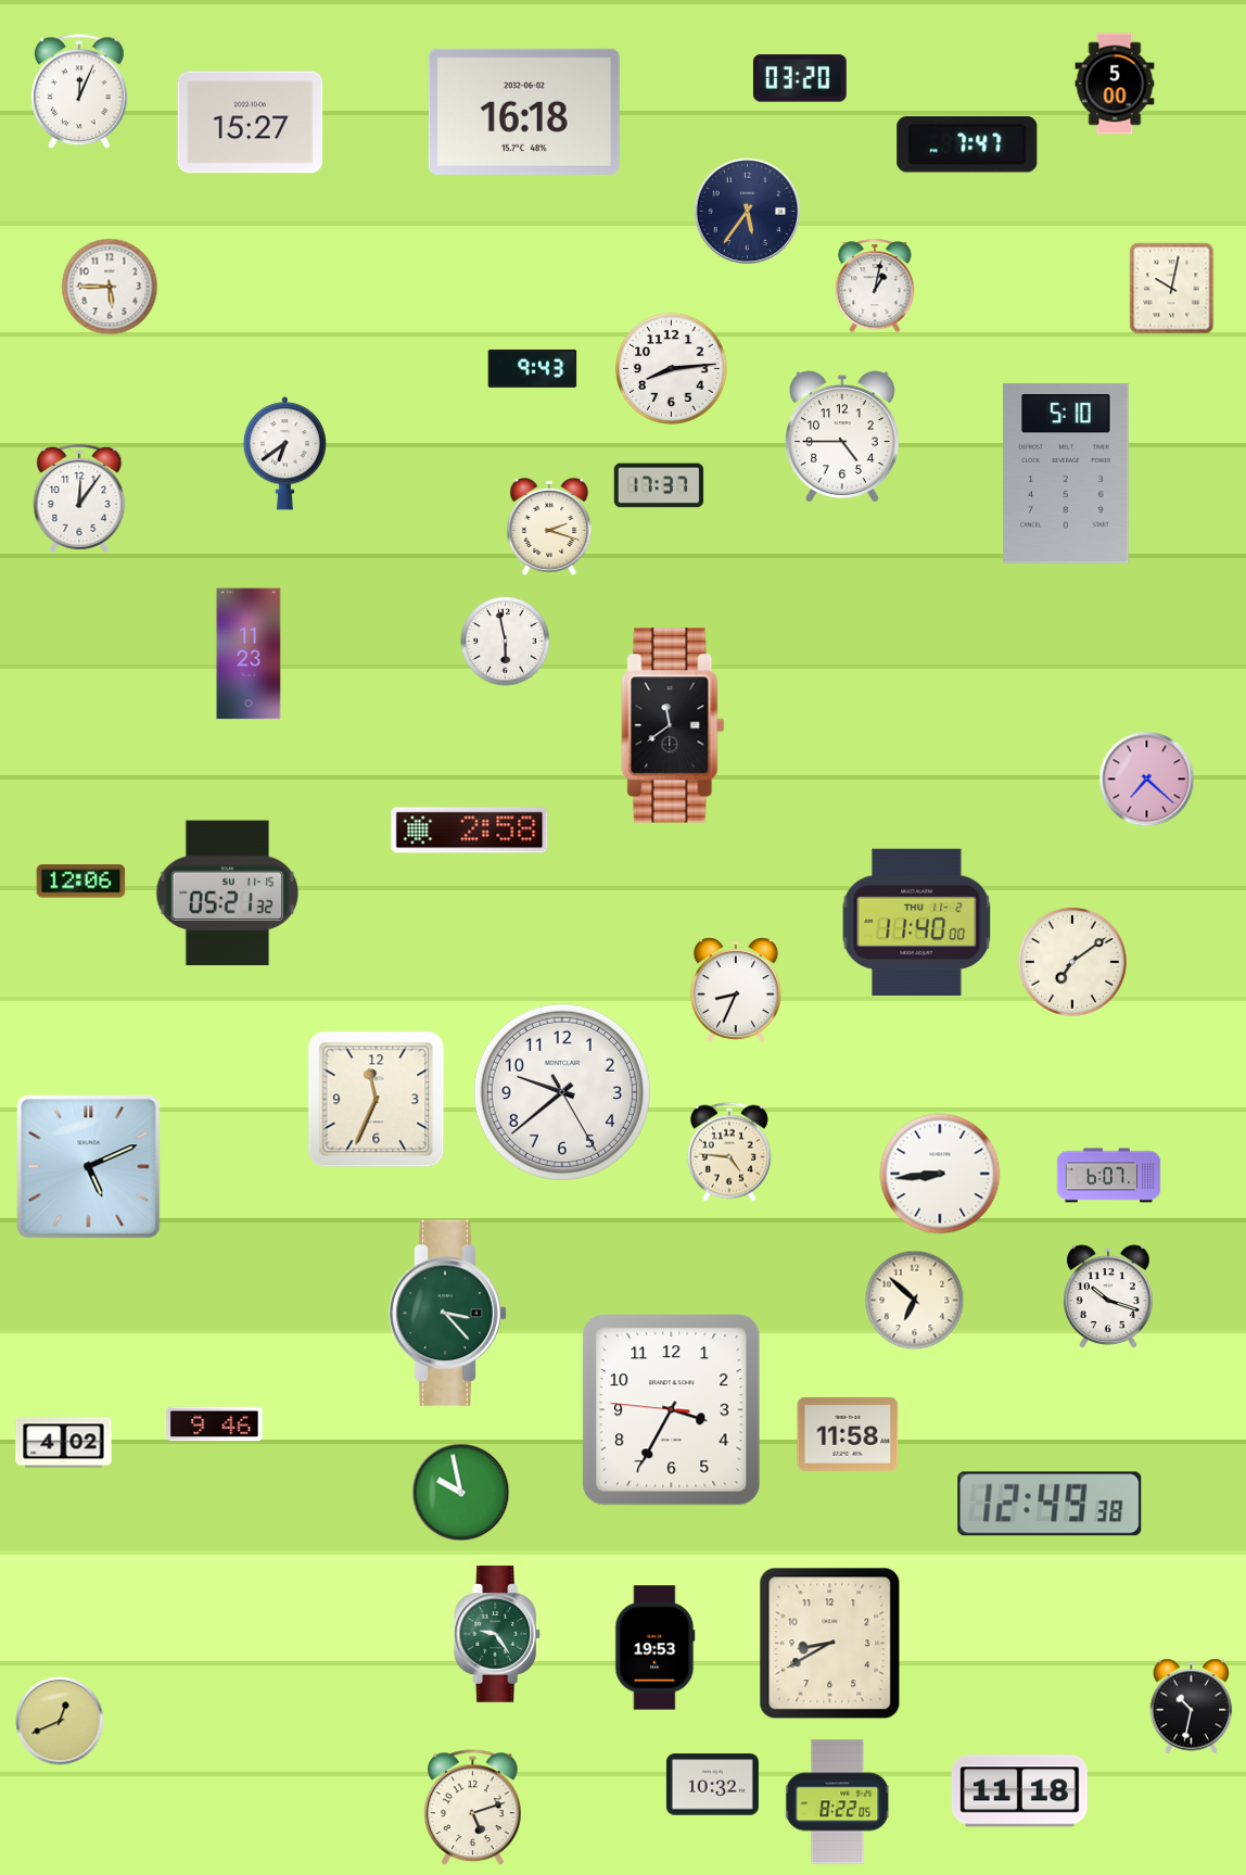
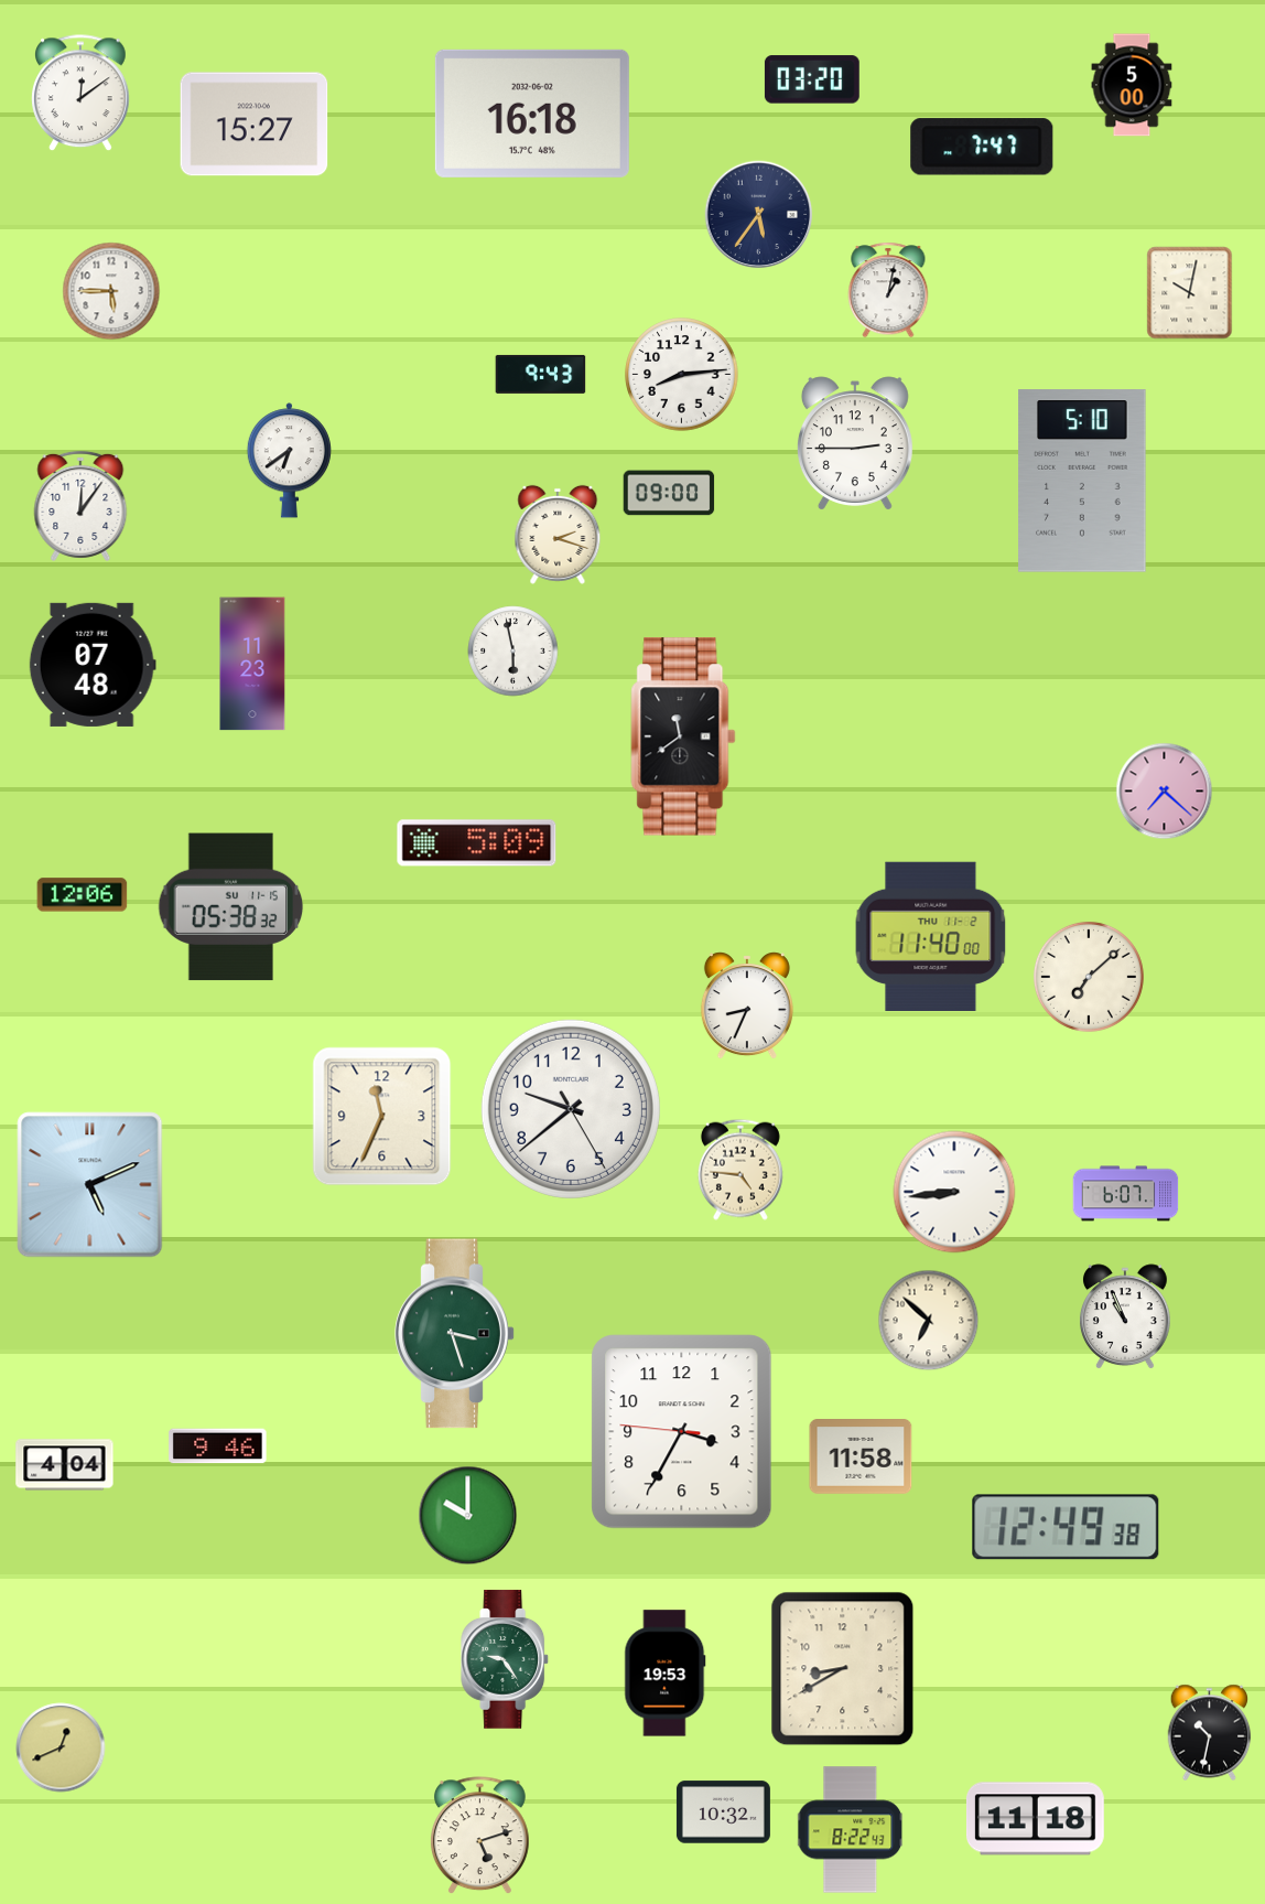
clock at (79, 92): 12:04 -> 12:09
clock at (842, 436): 4:45 -> 2:45
clock at (659, 485): 17:37 -> 09:00
clock at (93, 665): none -> 07:48
clock at (470, 831): 2:58 -> 5:09
clock at (228, 894): 05:21 -> 05:38
clock at (1072, 962): 7:09 -> 7:08
clock at (1108, 1296): 10:18 -> 10:56
clock at (448, 1314): 3:23 -> 3:27
clock at (64, 1443): 4:02 -> 4:04
clock at (461, 1493): 9:58 -> 10:00
clock at (838, 1802): 8:22:05 -> 8:22:43
